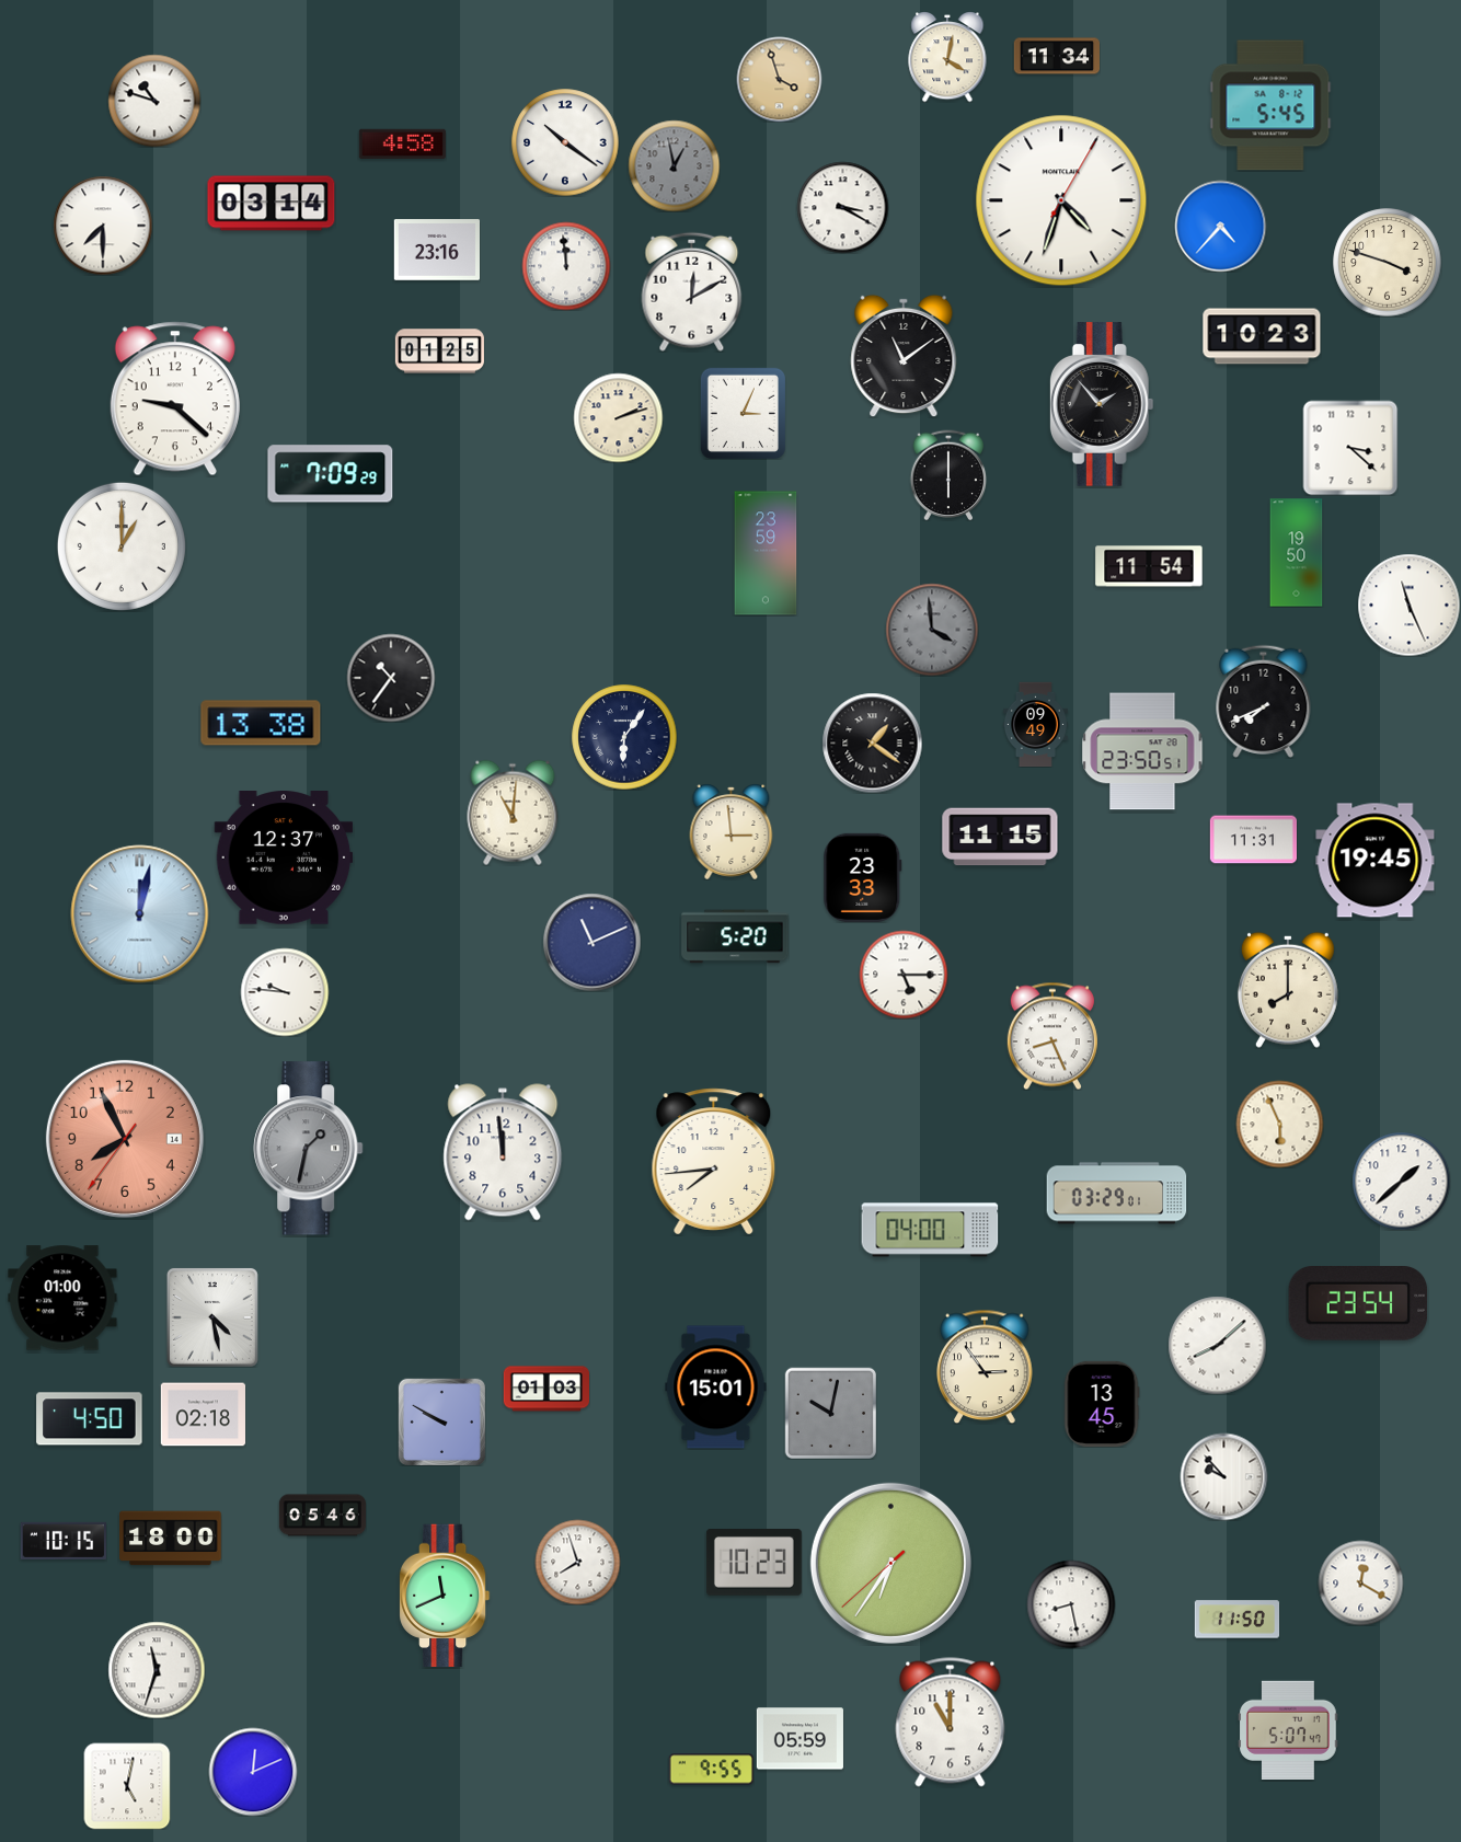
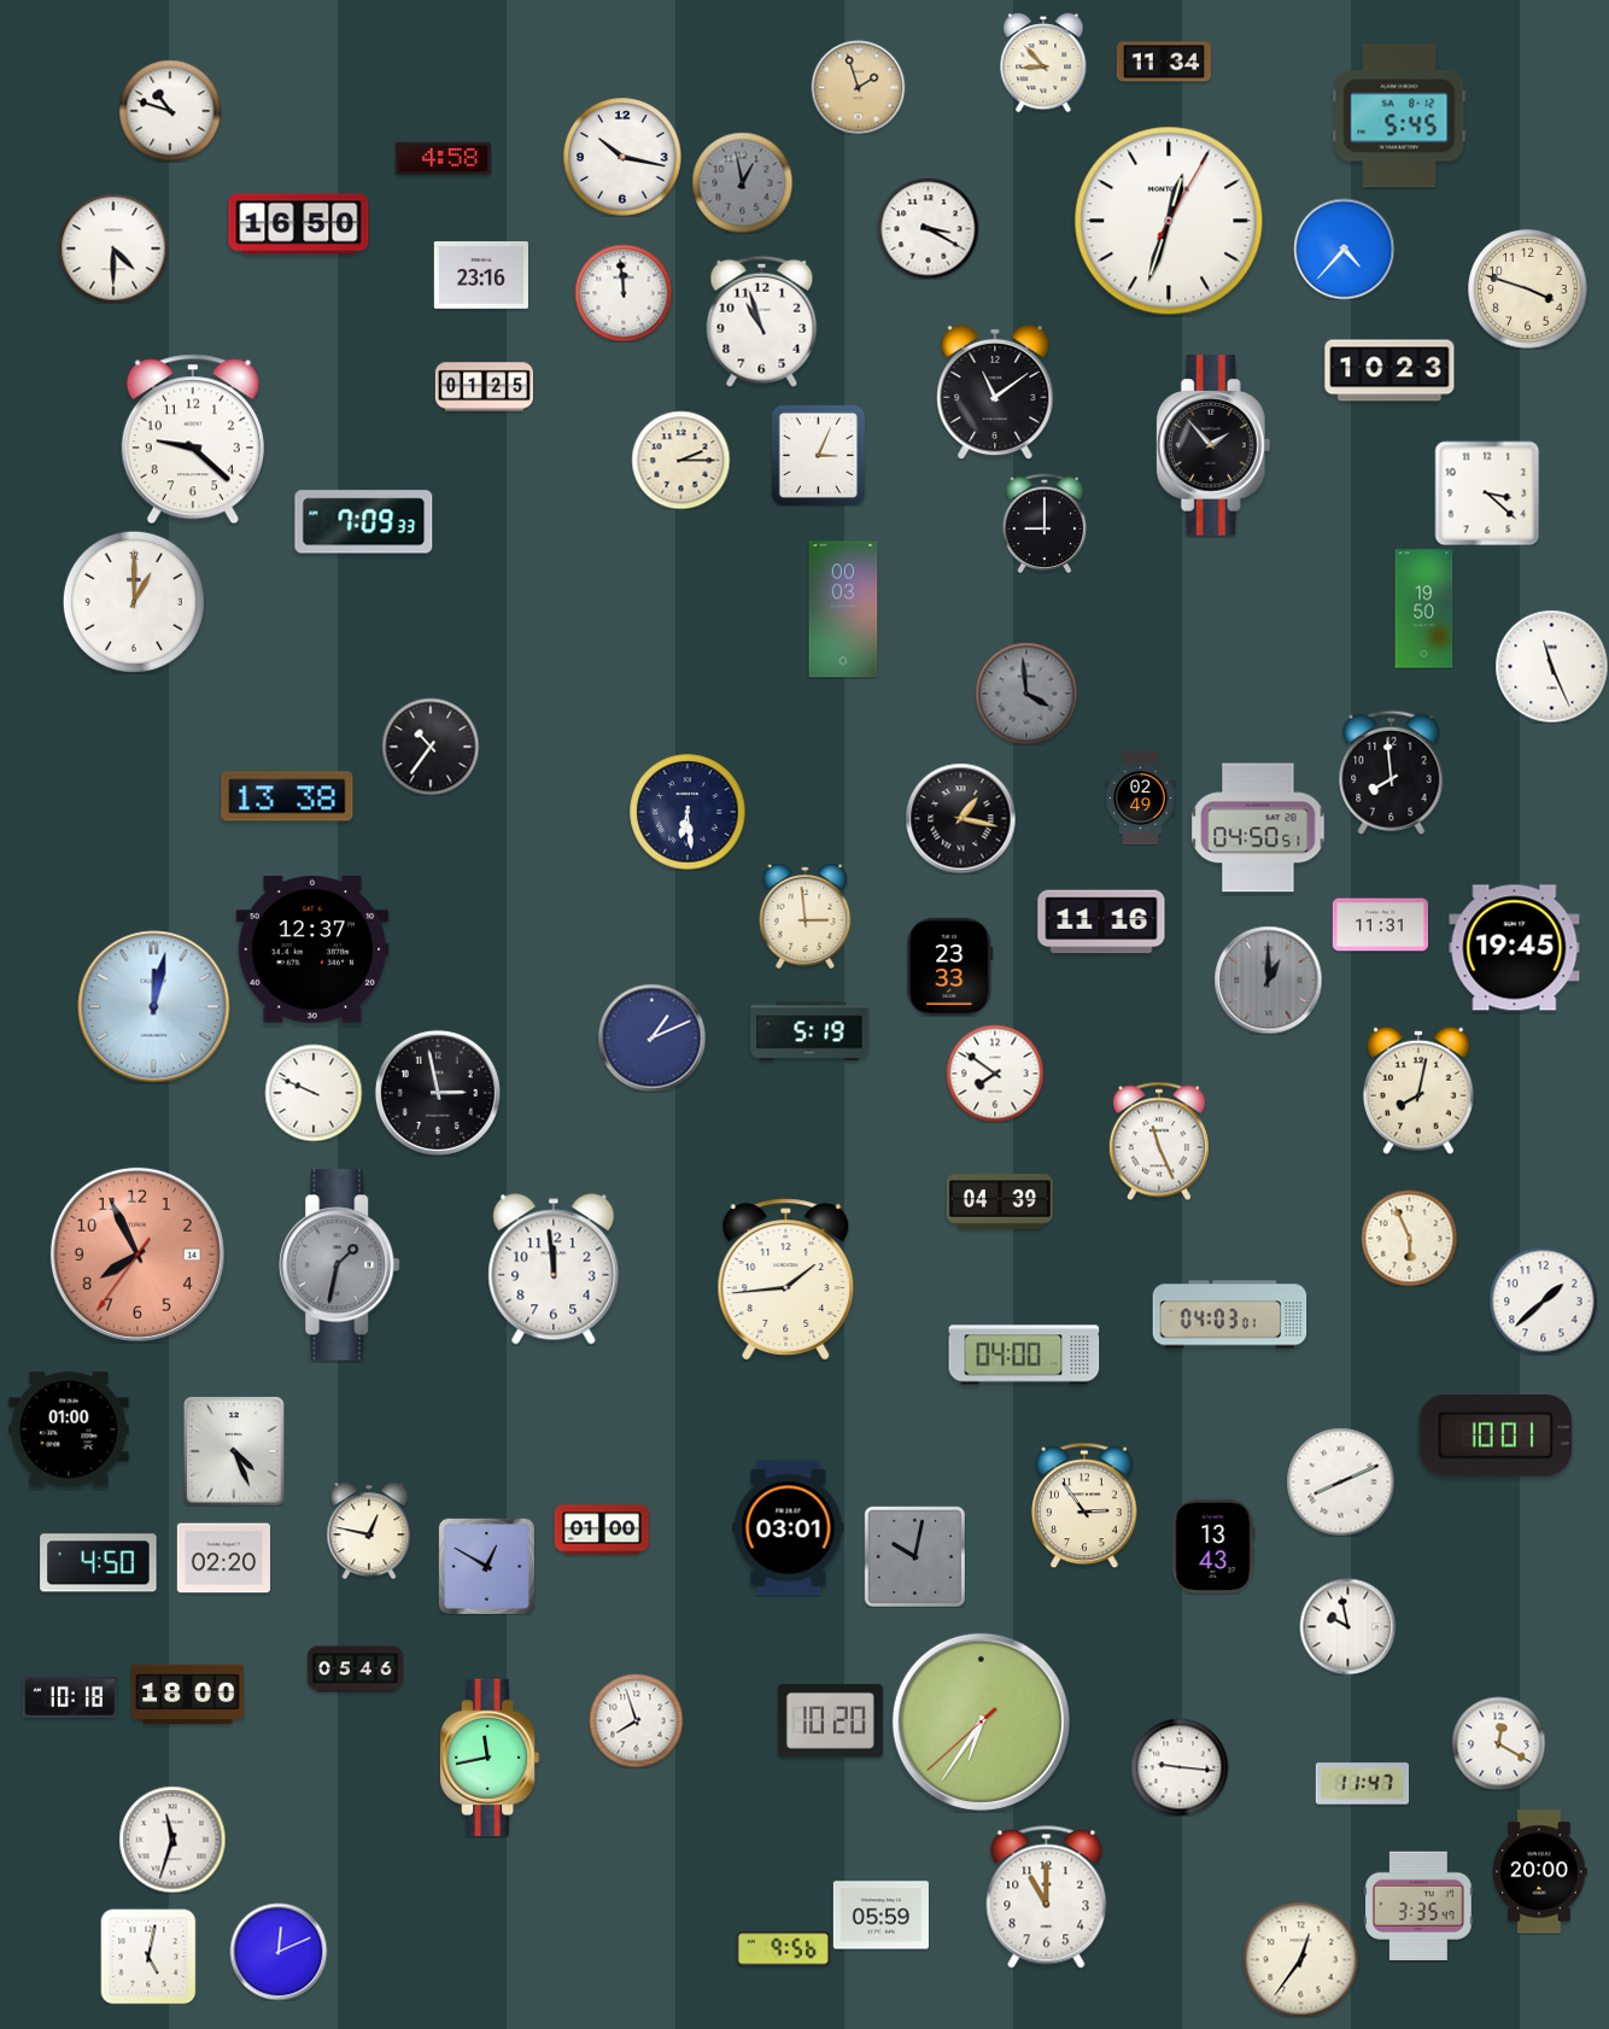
clock at (947, 57): 4:02 -> 8:53
clock at (779, 79): 3:57 -> 1:57
clock at (565, 142): 10:21 -> 10:17
clock at (1061, 200): 4:33 -> 12:33
clock at (272, 204): 03:14 -> 16:50
clock at (103, 226): 7:30 -> 4:30
clock at (692, 291): 12:10 -> 10:57
clock at (618, 417): 2:12 -> 2:15
clock at (331, 474): 7:09:29 -> 7:09:33
clock at (948, 475): 6:00 -> 9:00
clock at (766, 553): 23:59 -> 00:03
clock at (1297, 553) position: (1297, 553) -> (1424, 609)
clock at (1149, 566): 11:54 -> none
clock at (1264, 701): 7:41 -> 7:59
clock at (1035, 724): 09:49 -> 02:49
clock at (624, 737): 6:06 -> 6:29
clock at (872, 742): 1:21 -> 1:17
clock at (1142, 751): 23:50 -> 04:50
clock at (513, 813): 11:01 -> none
clock at (1000, 837): 11:15 -> 11:16
clock at (284, 859) position: (284, 859) -> (312, 951)
clock at (1268, 980): none -> 1:00
clock at (735, 936): 5:20 -> 5:19
clock at (591, 942): 11:11 -> 1:11
clock at (904, 975): 5:15 -> 7:51
clock at (1288, 990): 8:00 -> 8:02
clock at (285, 992): 9:46 -> 9:49
clock at (438, 1093): none -> 2:58
clock at (1052, 1036): 8:26 -> 11:26
clock at (1000, 1201): none -> 04:39
clock at (714, 1162): 7:44 -> 1:44
clock at (1117, 1194): 03:29 -> 04:03
clock at (1358, 1304): 23:54 -> 10:01
clock at (212, 1317): 4:28 -> 4:26
clock at (1217, 1345): 8:08 -> 8:11
clock at (716, 1388): 15:01 -> 03:01
clock at (545, 1389): 01:03 -> 01:00
clock at (369, 1531): none -> 12:47
clock at (1102, 1403): 13:45 -> 13:43
clock at (203, 1415): 02:18 -> 02:20
clock at (441, 1421): 9:50 -> 12:50
clock at (1223, 1476): 9:53 -> 9:58
clock at (62, 1541): 10:15 -> 10:18
clock at (753, 1563): 10:23 -> 10:20
clock at (446, 1596): 11:41 -> 11:43
clock at (1071, 1604): 8:28 -> 9:16
clock at (1236, 1620): 11:50 -> 11:47
clock at (1539, 1872): none -> 20:00
clock at (1288, 1729): 5:07 -> 3:35
clock at (711, 1770): 9:55 -> 9:56
clock at (1300, 1959): none -> 12:36
clock at (127, 1786) position: (127, 1786) -> (148, 1957)
